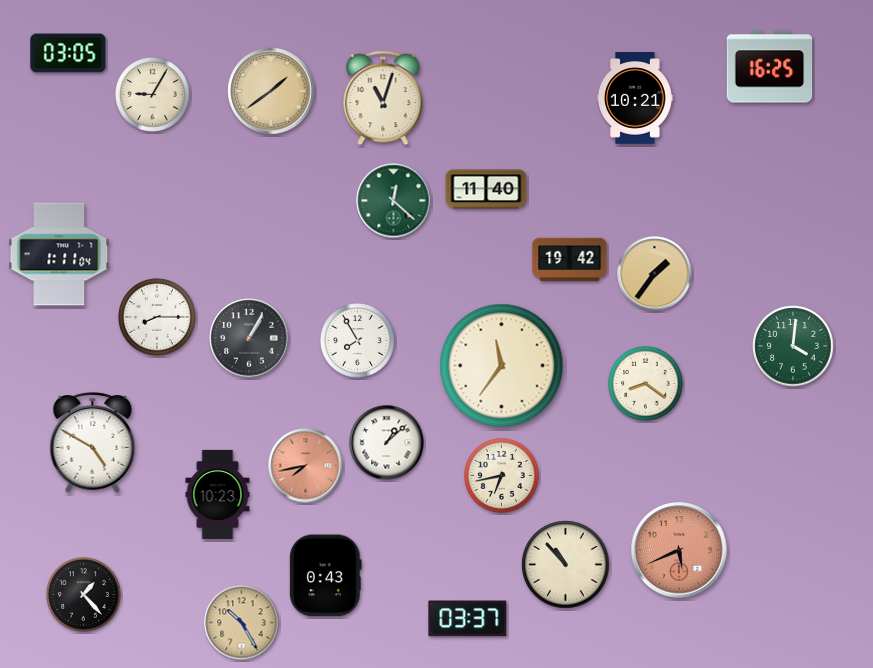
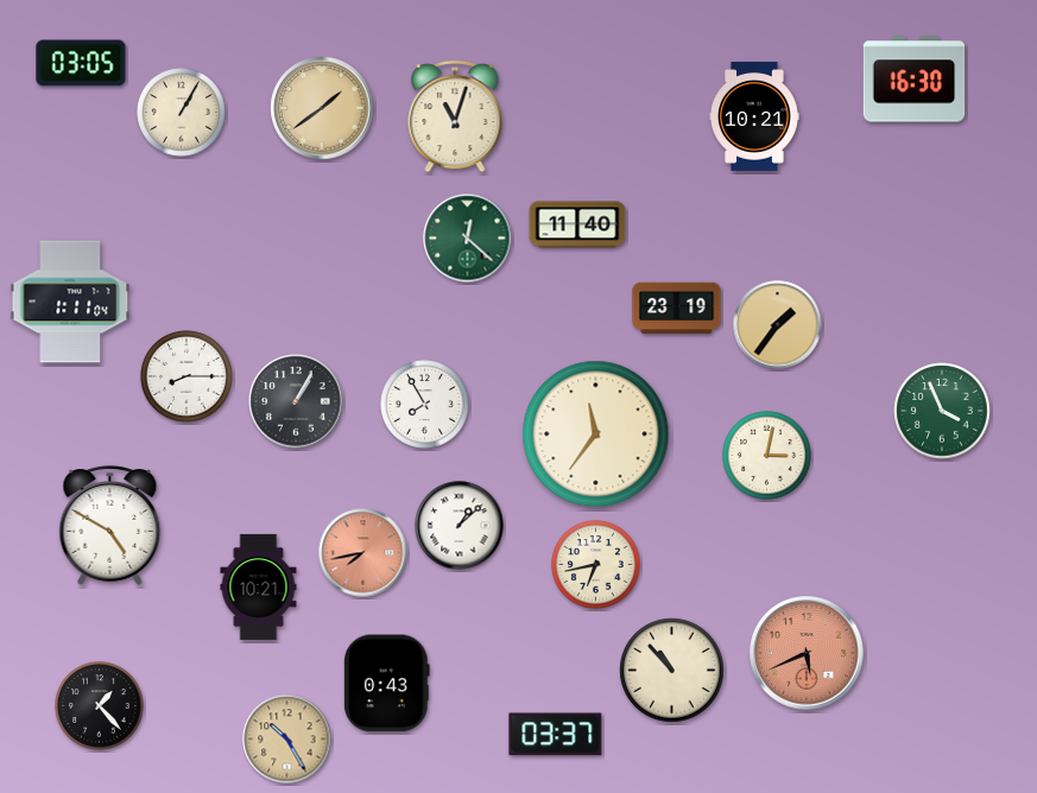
clock at (770, 67): 16:25 -> 16:30
clock at (153, 95): 9:05 -> 1:05
clock at (570, 260): 19:42 -> 23:19
clock at (793, 346): 4:01 -> 3:56
clock at (646, 384): 8:21 -> 3:02
clock at (218, 494): 10:23 -> 10:21
